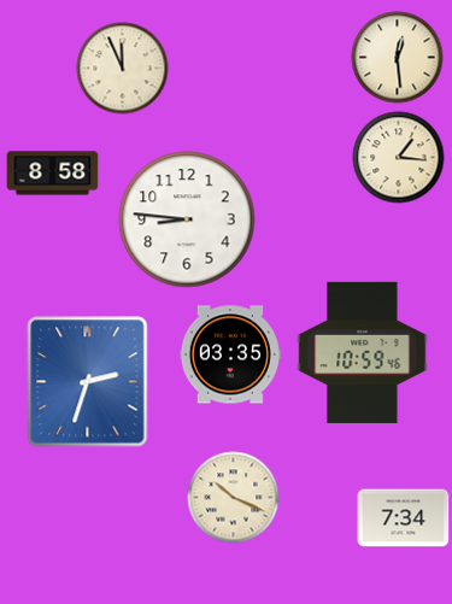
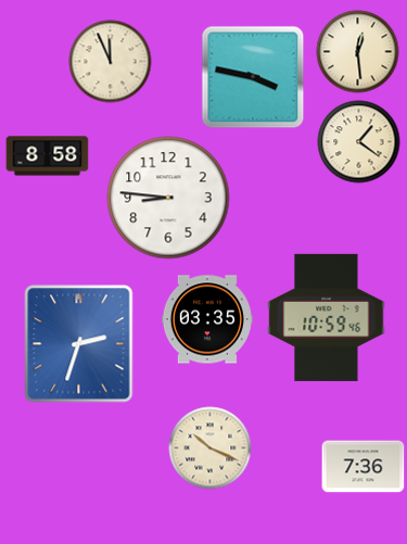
clock at (253, 77): none -> 3:47
clock at (399, 158): 1:16 -> 1:21
clock at (404, 518): 7:34 -> 7:36
